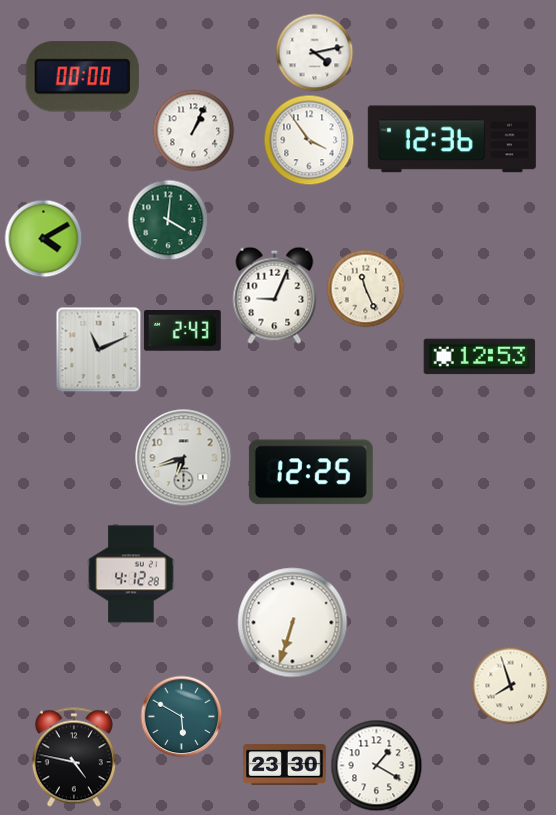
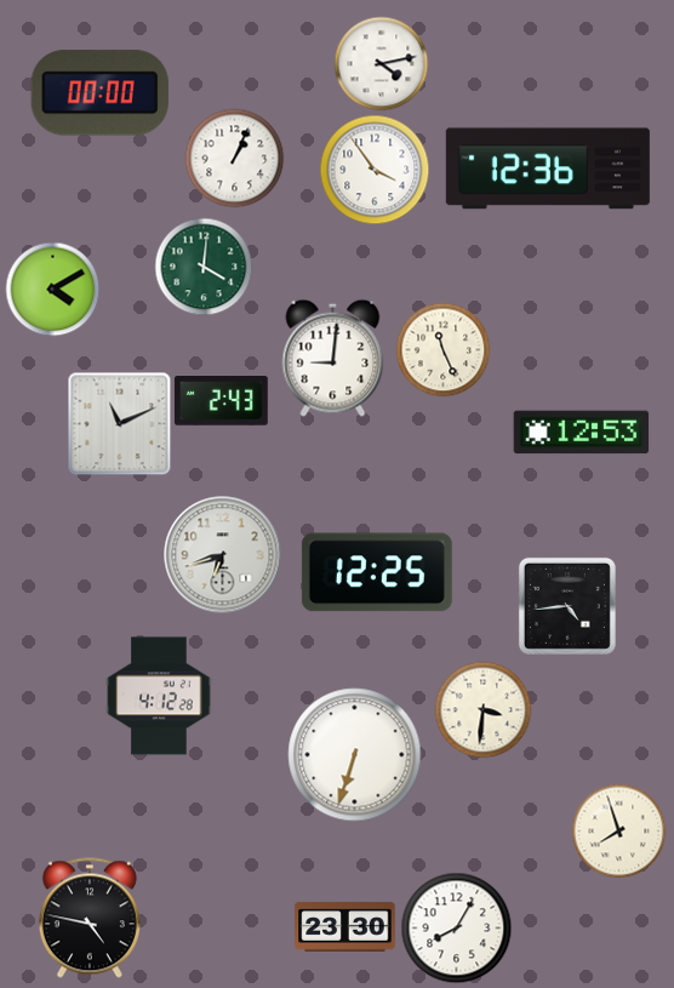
clock at (275, 295): 9:04 -> 9:01
clock at (567, 606): none -> 4:44
clock at (482, 709): none -> 3:31
clock at (181, 716): 5:50 -> none
clock at (376, 765): 1:20 -> 8:05
